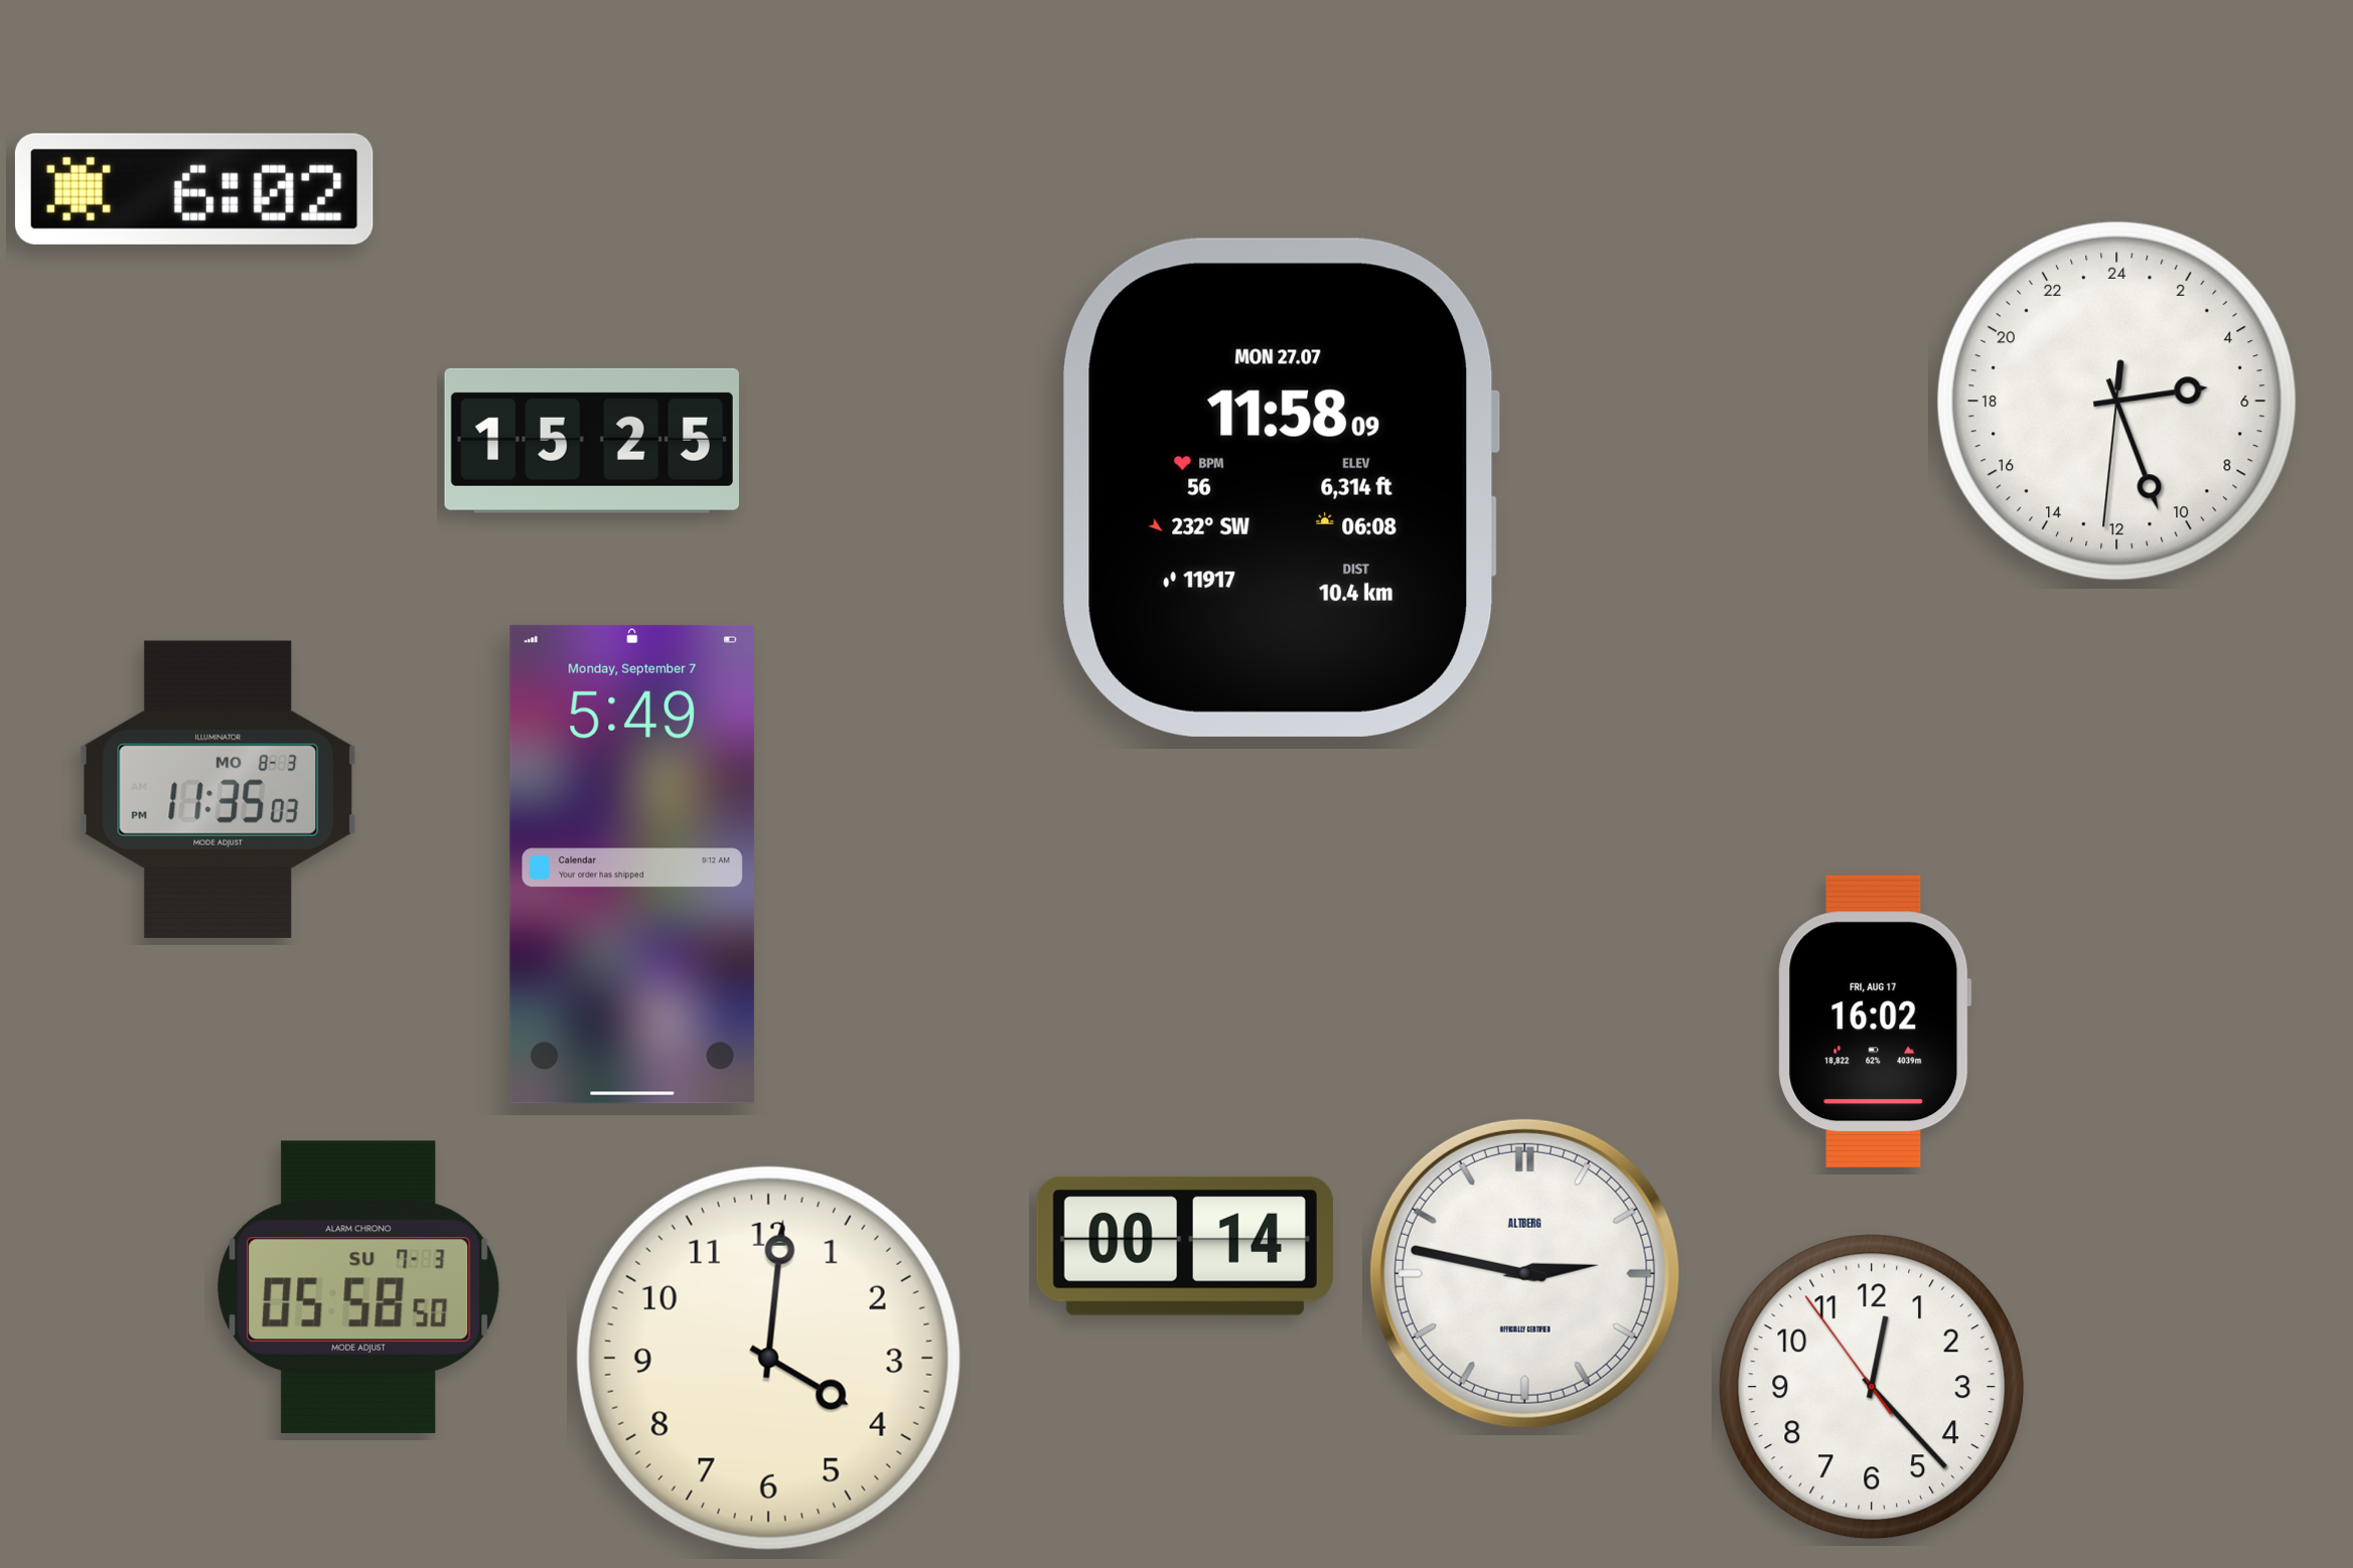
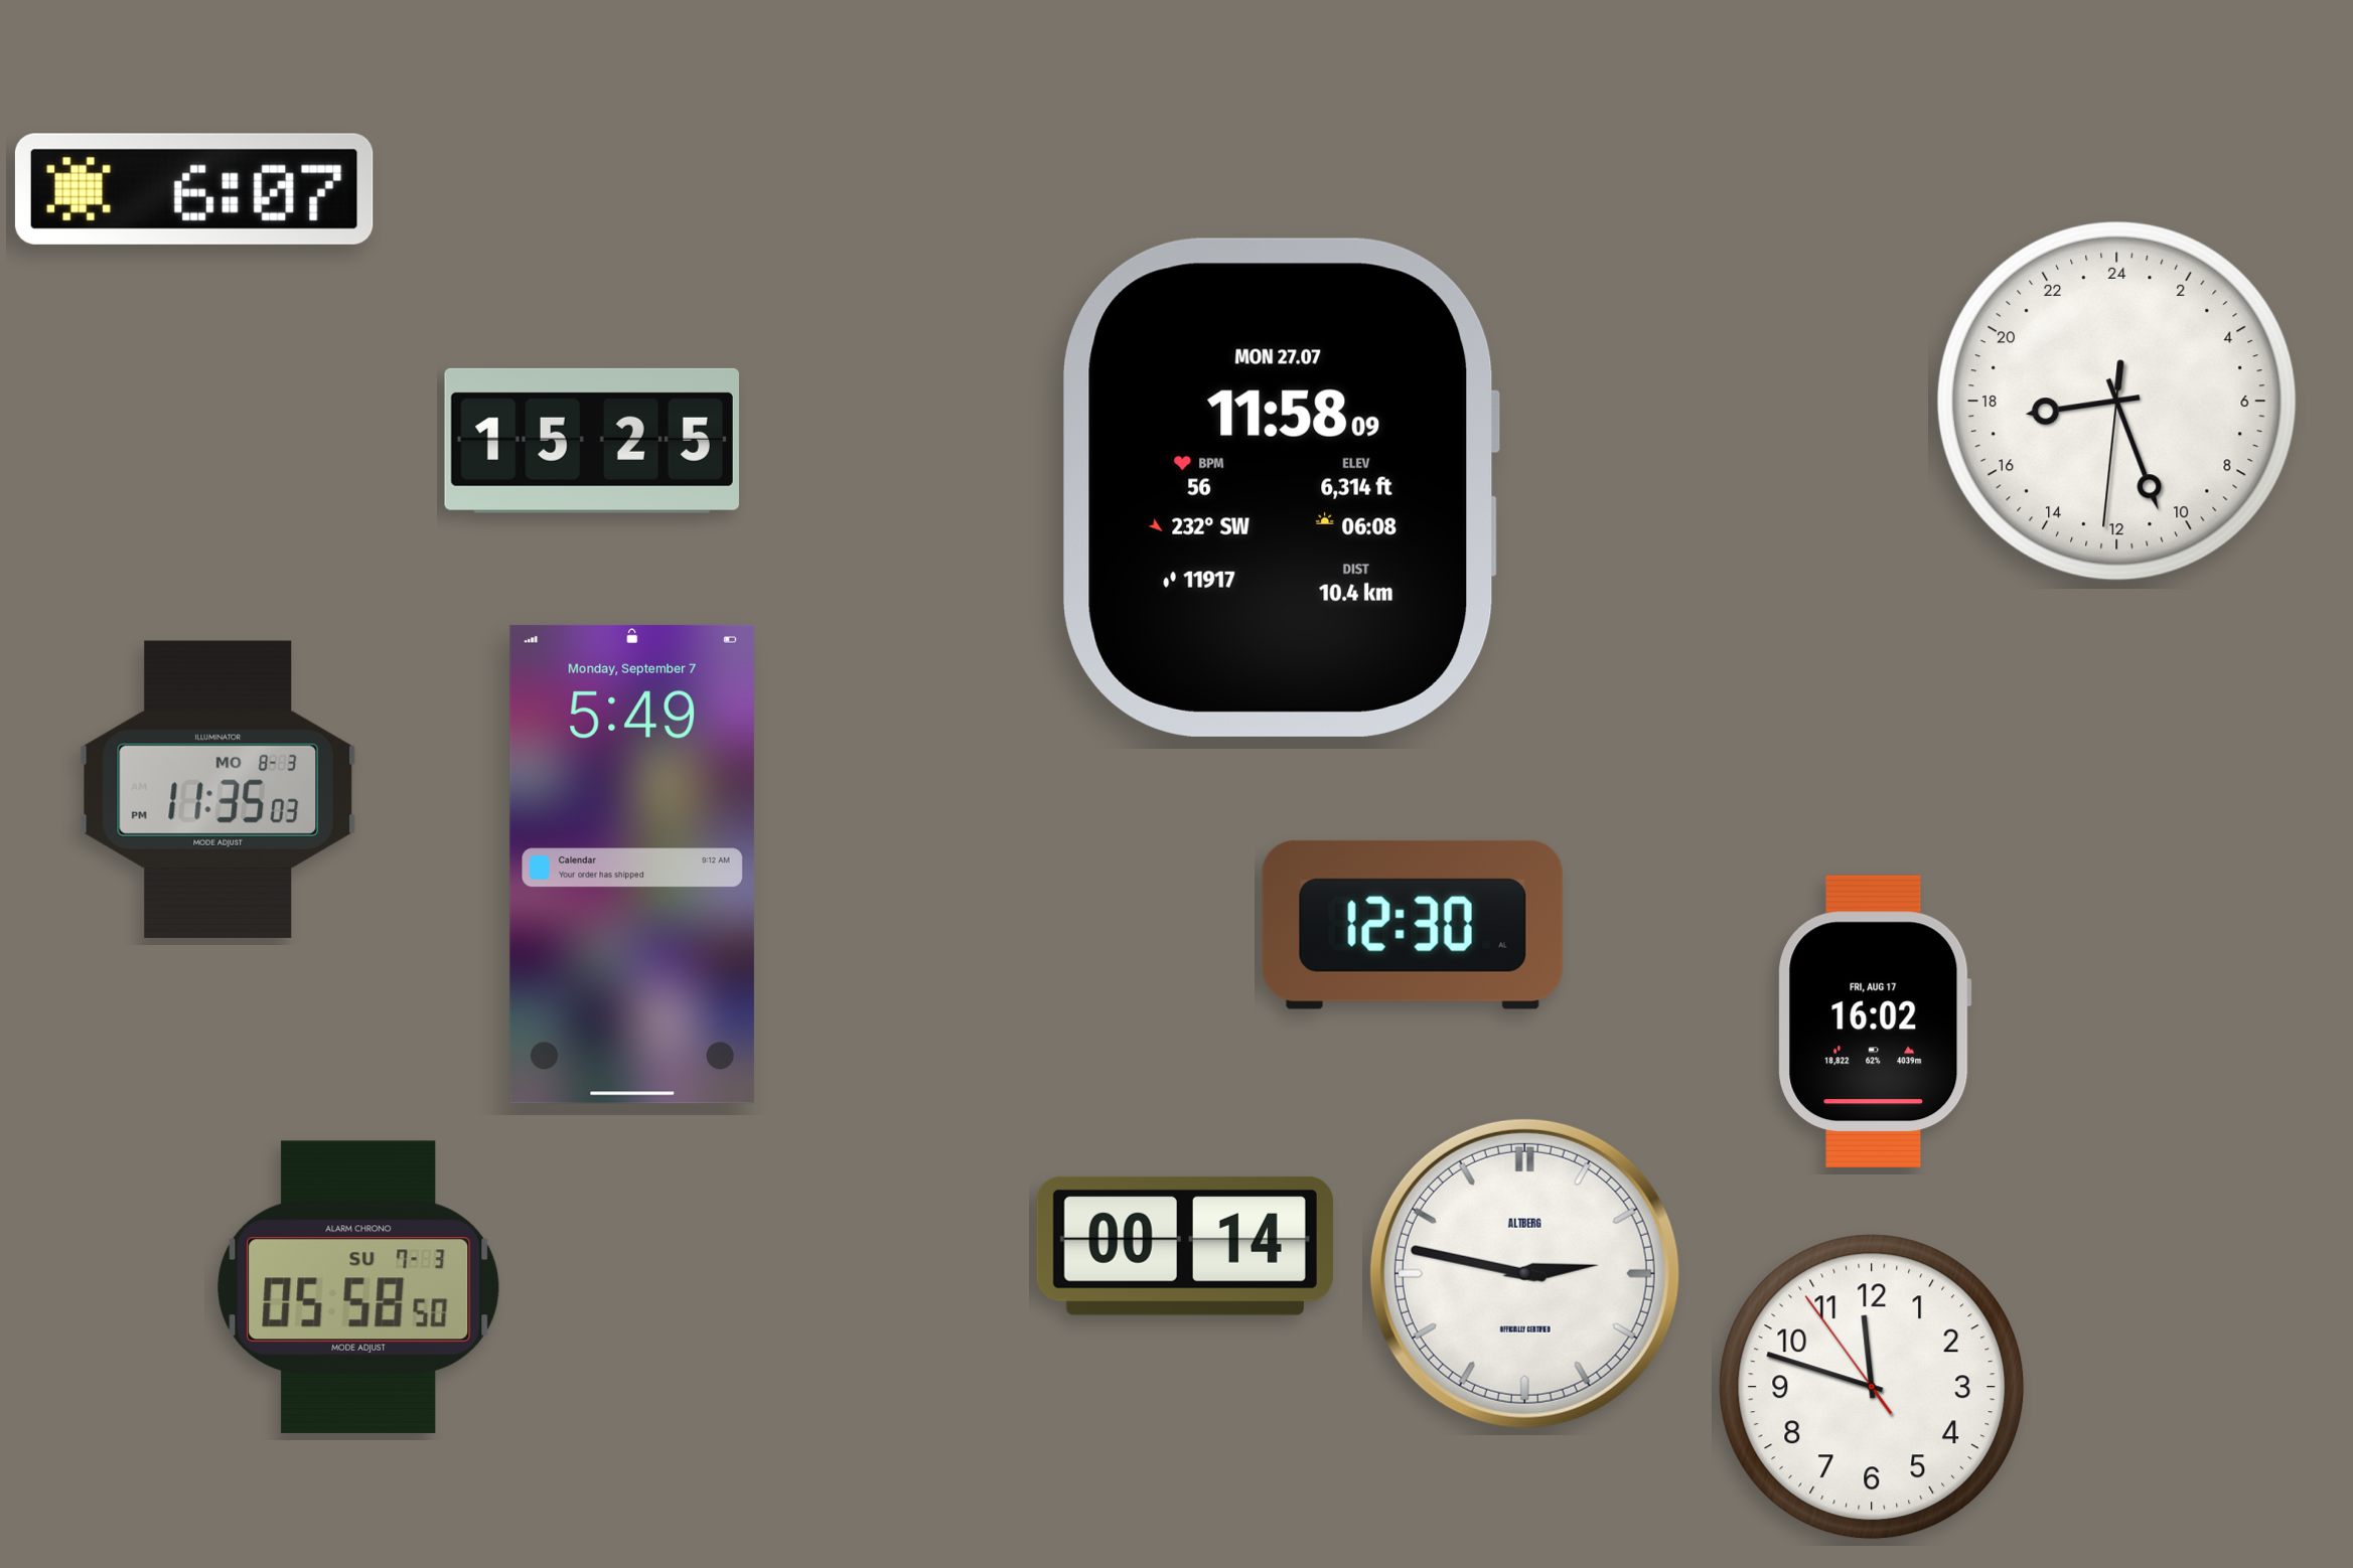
clock at (194, 189): 6:02 -> 6:07
clock at (2116, 401): 5:26 -> 17:26
clock at (1413, 925): none -> 12:30
clock at (768, 1358): 4:01 -> none
clock at (1872, 1387): 12:22 -> 11:47
